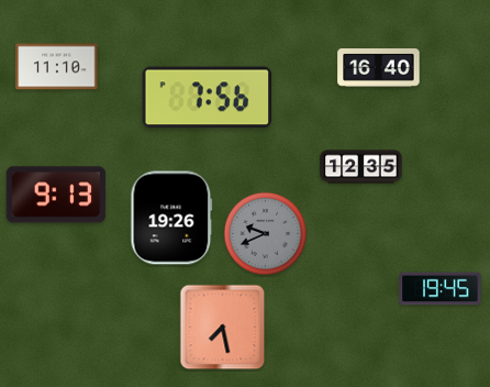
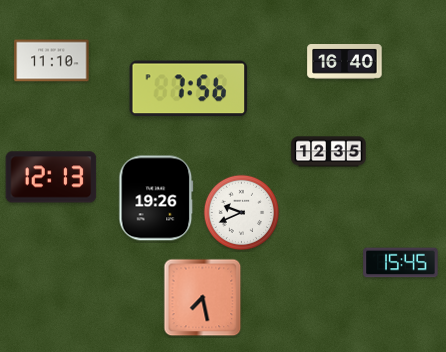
clock at (56, 195): 9:13 -> 12:13
clock at (266, 234) dial: grey -> white
clock at (441, 289): 19:45 -> 15:45
